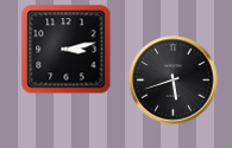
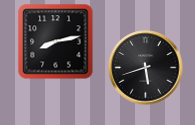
clock at (67, 50): 3:13 -> 8:13
